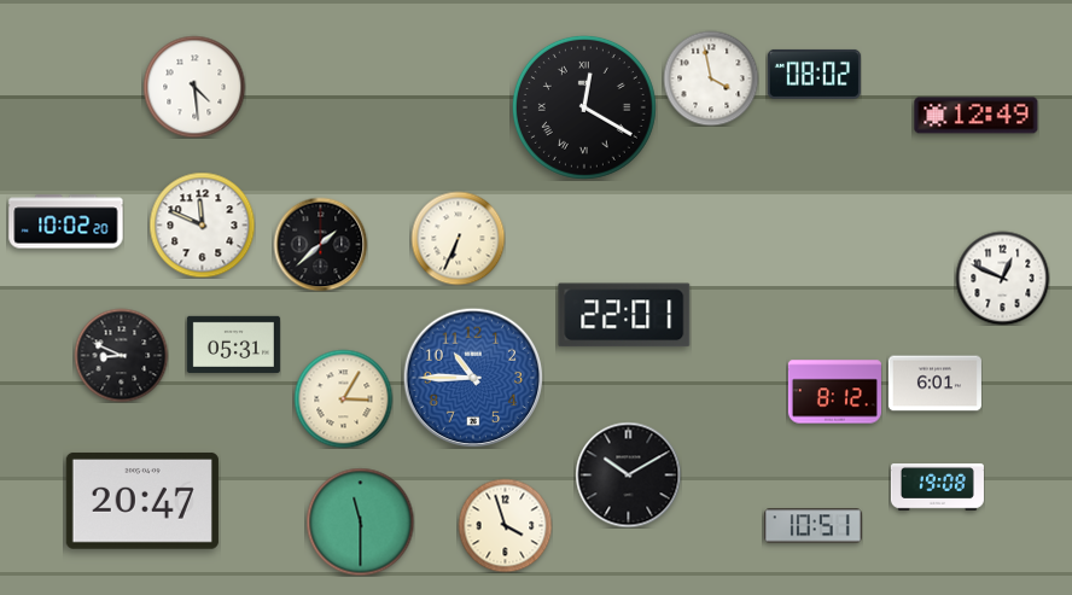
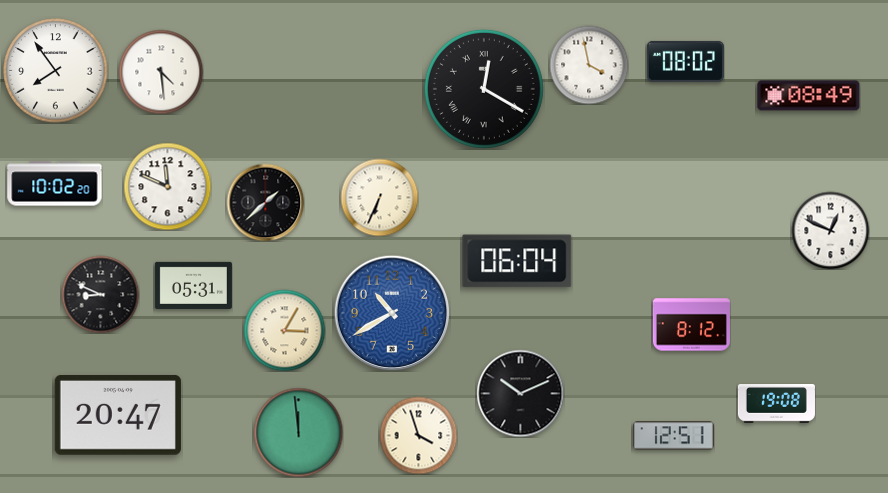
clock at (814, 74) position: (814, 74) -> (685, 61)
clock at (56, 71): none -> 7:54
clock at (977, 116): 12:49 -> 08:49
clock at (624, 315): 22:01 -> 06:04
clock at (473, 378): 10:45 -> 10:40
clock at (934, 384): 6:01 -> none
clock at (628, 474): 10:10 -> 10:11
clock at (360, 521): 11:30 -> 11:59
clock at (812, 526): 10:51 -> 12:51
